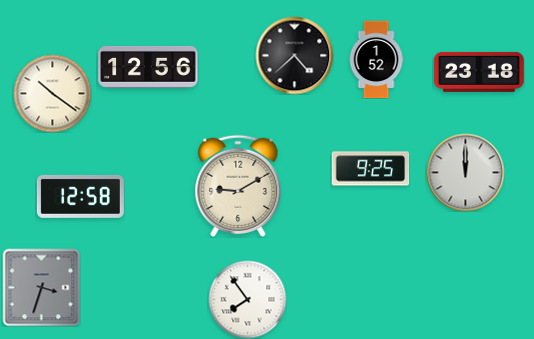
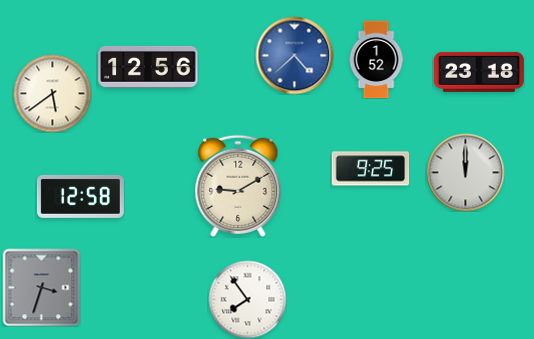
clock at (294, 55) dial: black -> blue
clock at (52, 93): 10:21 -> 5:39
